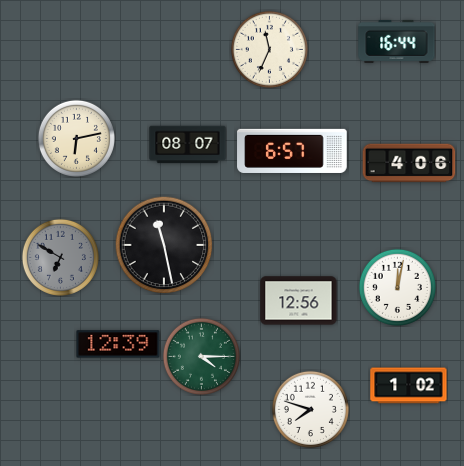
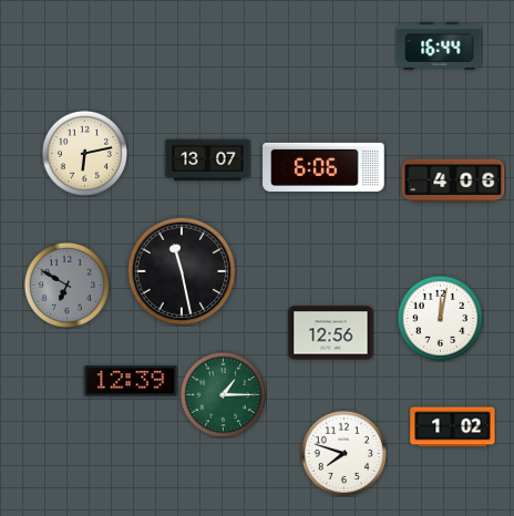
clock at (269, 49): 11:34 -> none
clock at (188, 145): 08:07 -> 13:07
clock at (292, 151): 6:57 -> 6:06
clock at (201, 356): 4:15 -> 1:15
